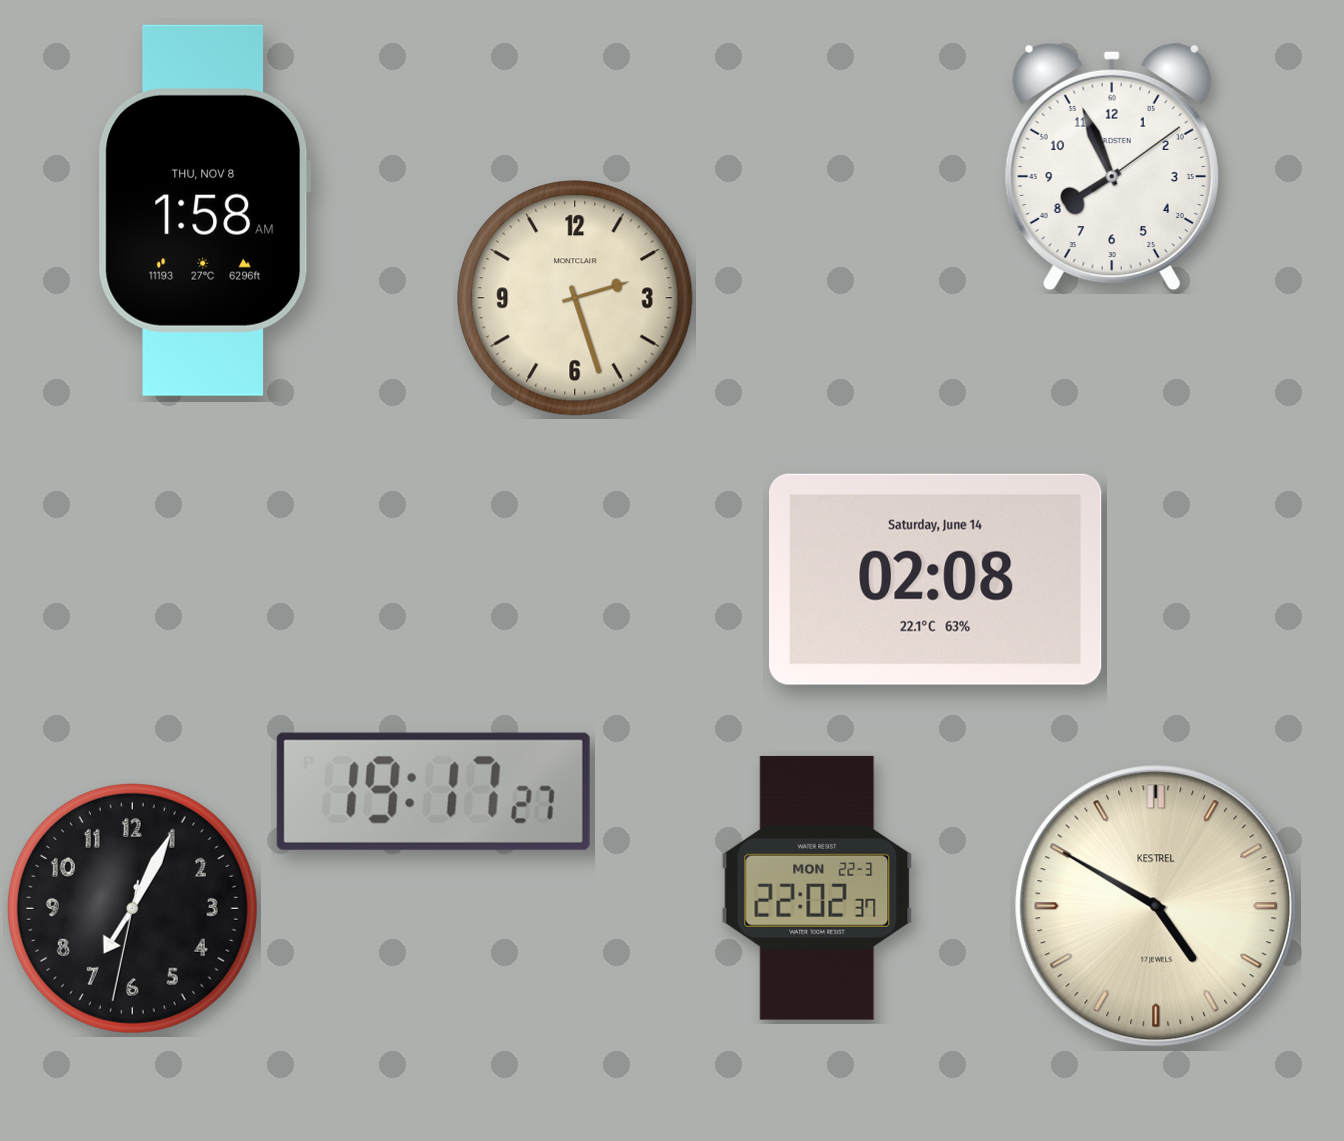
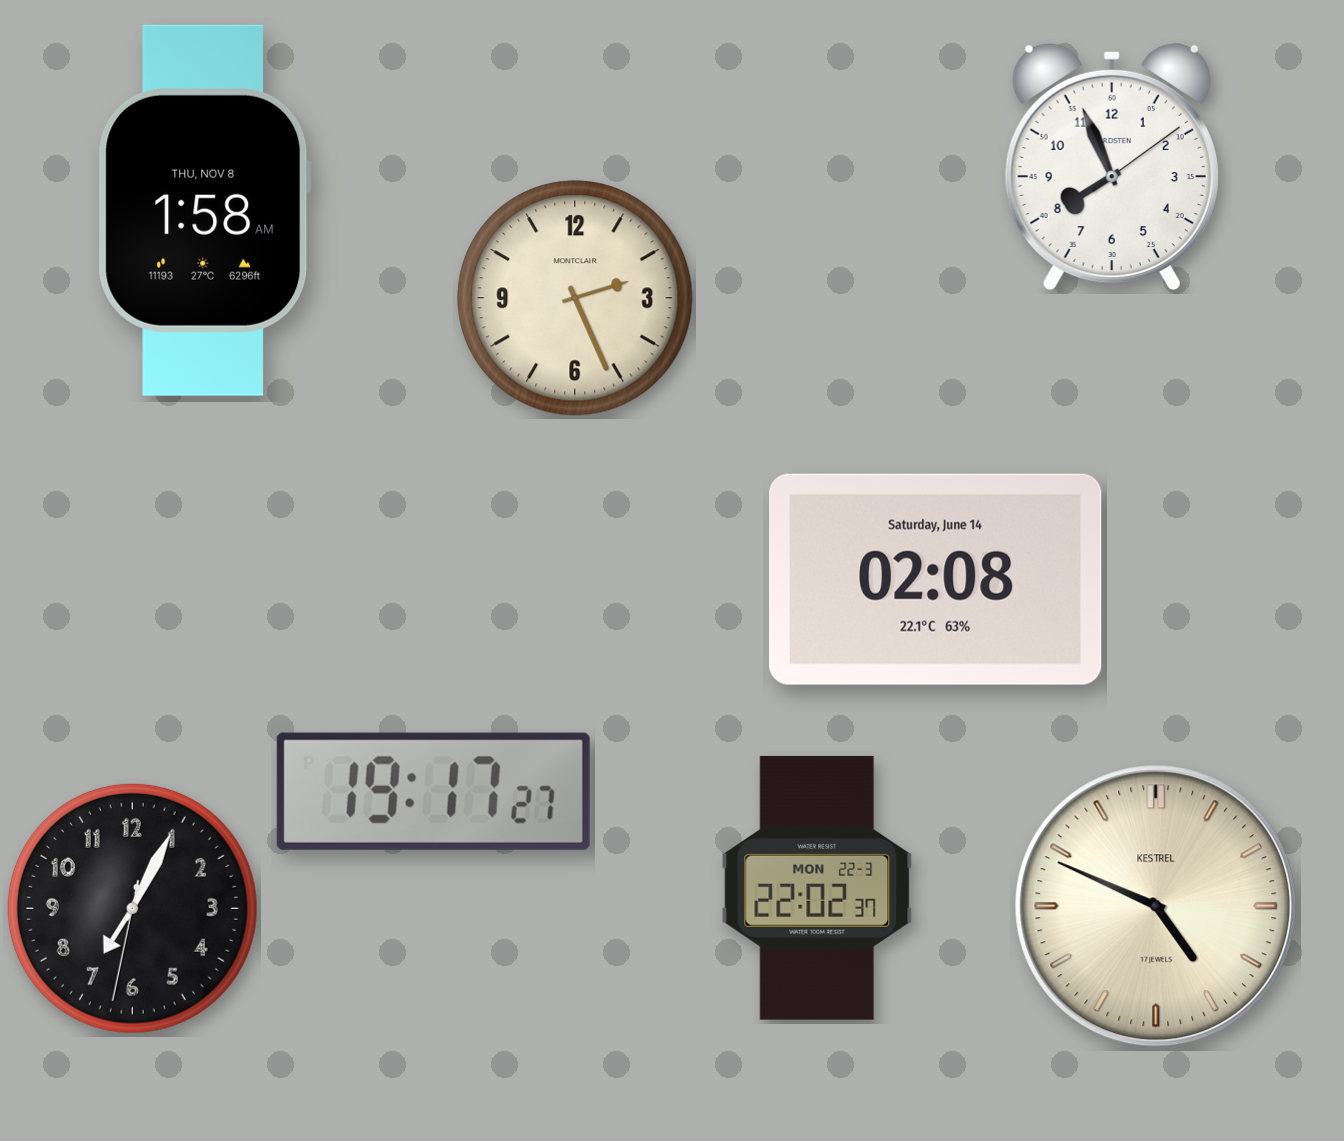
clock at (575, 298): 2:27 -> 2:26
clock at (1156, 906): 4:50 -> 4:49
